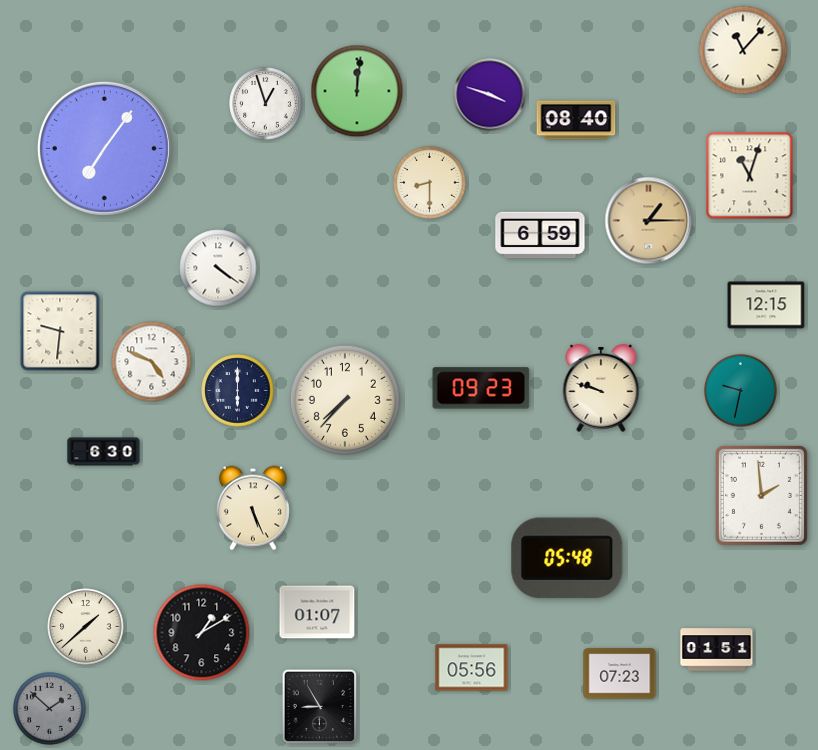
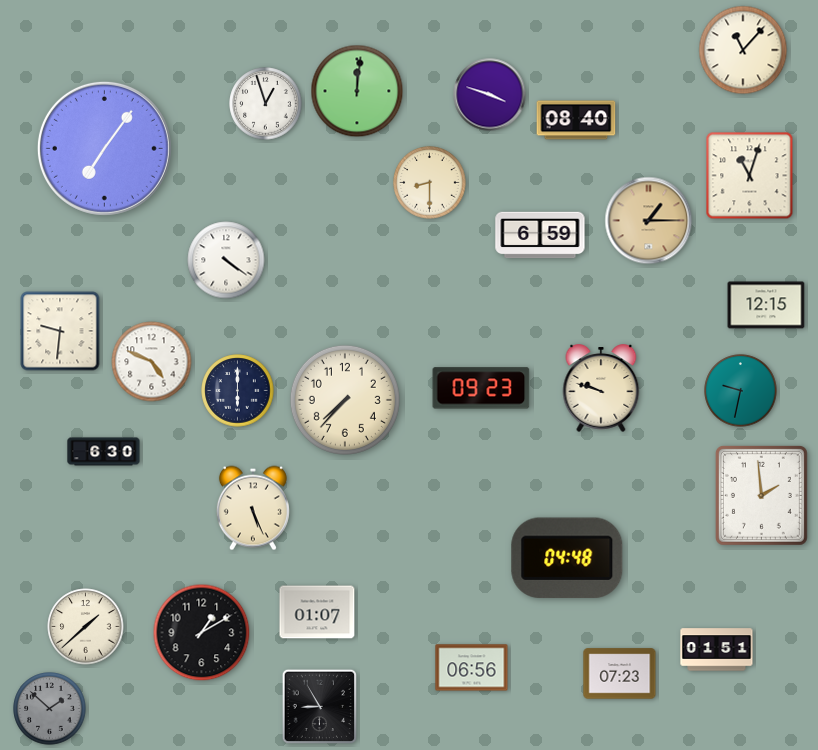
clock at (218, 268) position: (218, 268) -> (226, 260)
clock at (567, 558): 05:48 -> 04:48
clock at (472, 668): 05:56 -> 06:56
